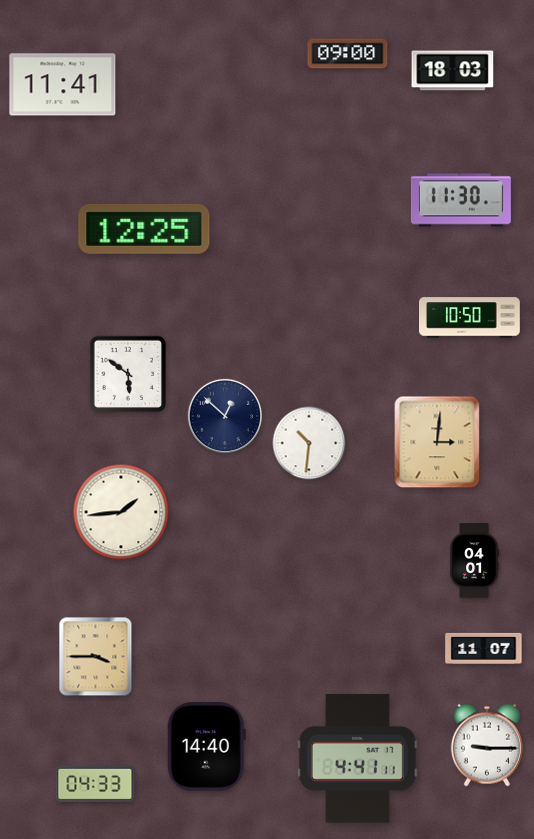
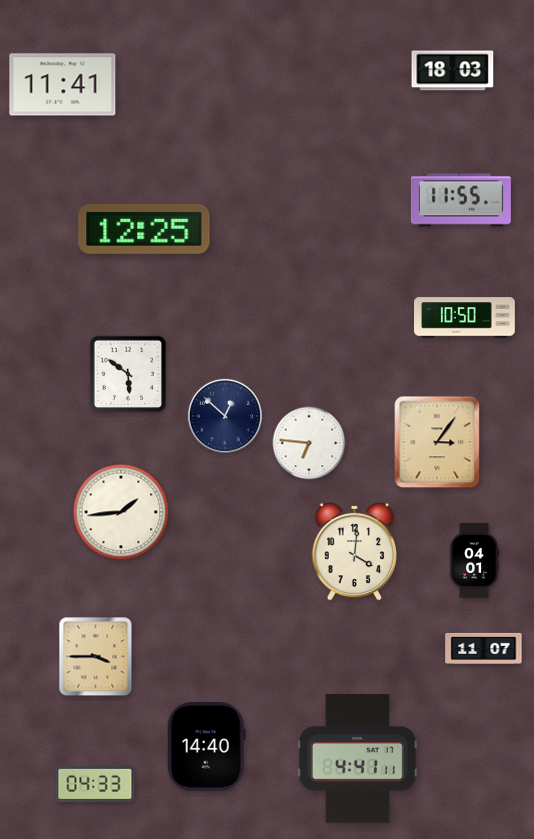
clock at (348, 54): 09:00 -> none
clock at (461, 200): 11:30 -> 11:55
clock at (470, 318) position: (470, 318) -> (465, 318)
clock at (437, 442): 3:01 -> 3:06
clock at (309, 443): 10:31 -> 6:46
clock at (355, 551): none -> 4:01
clock at (487, 745): 9:15 -> none
